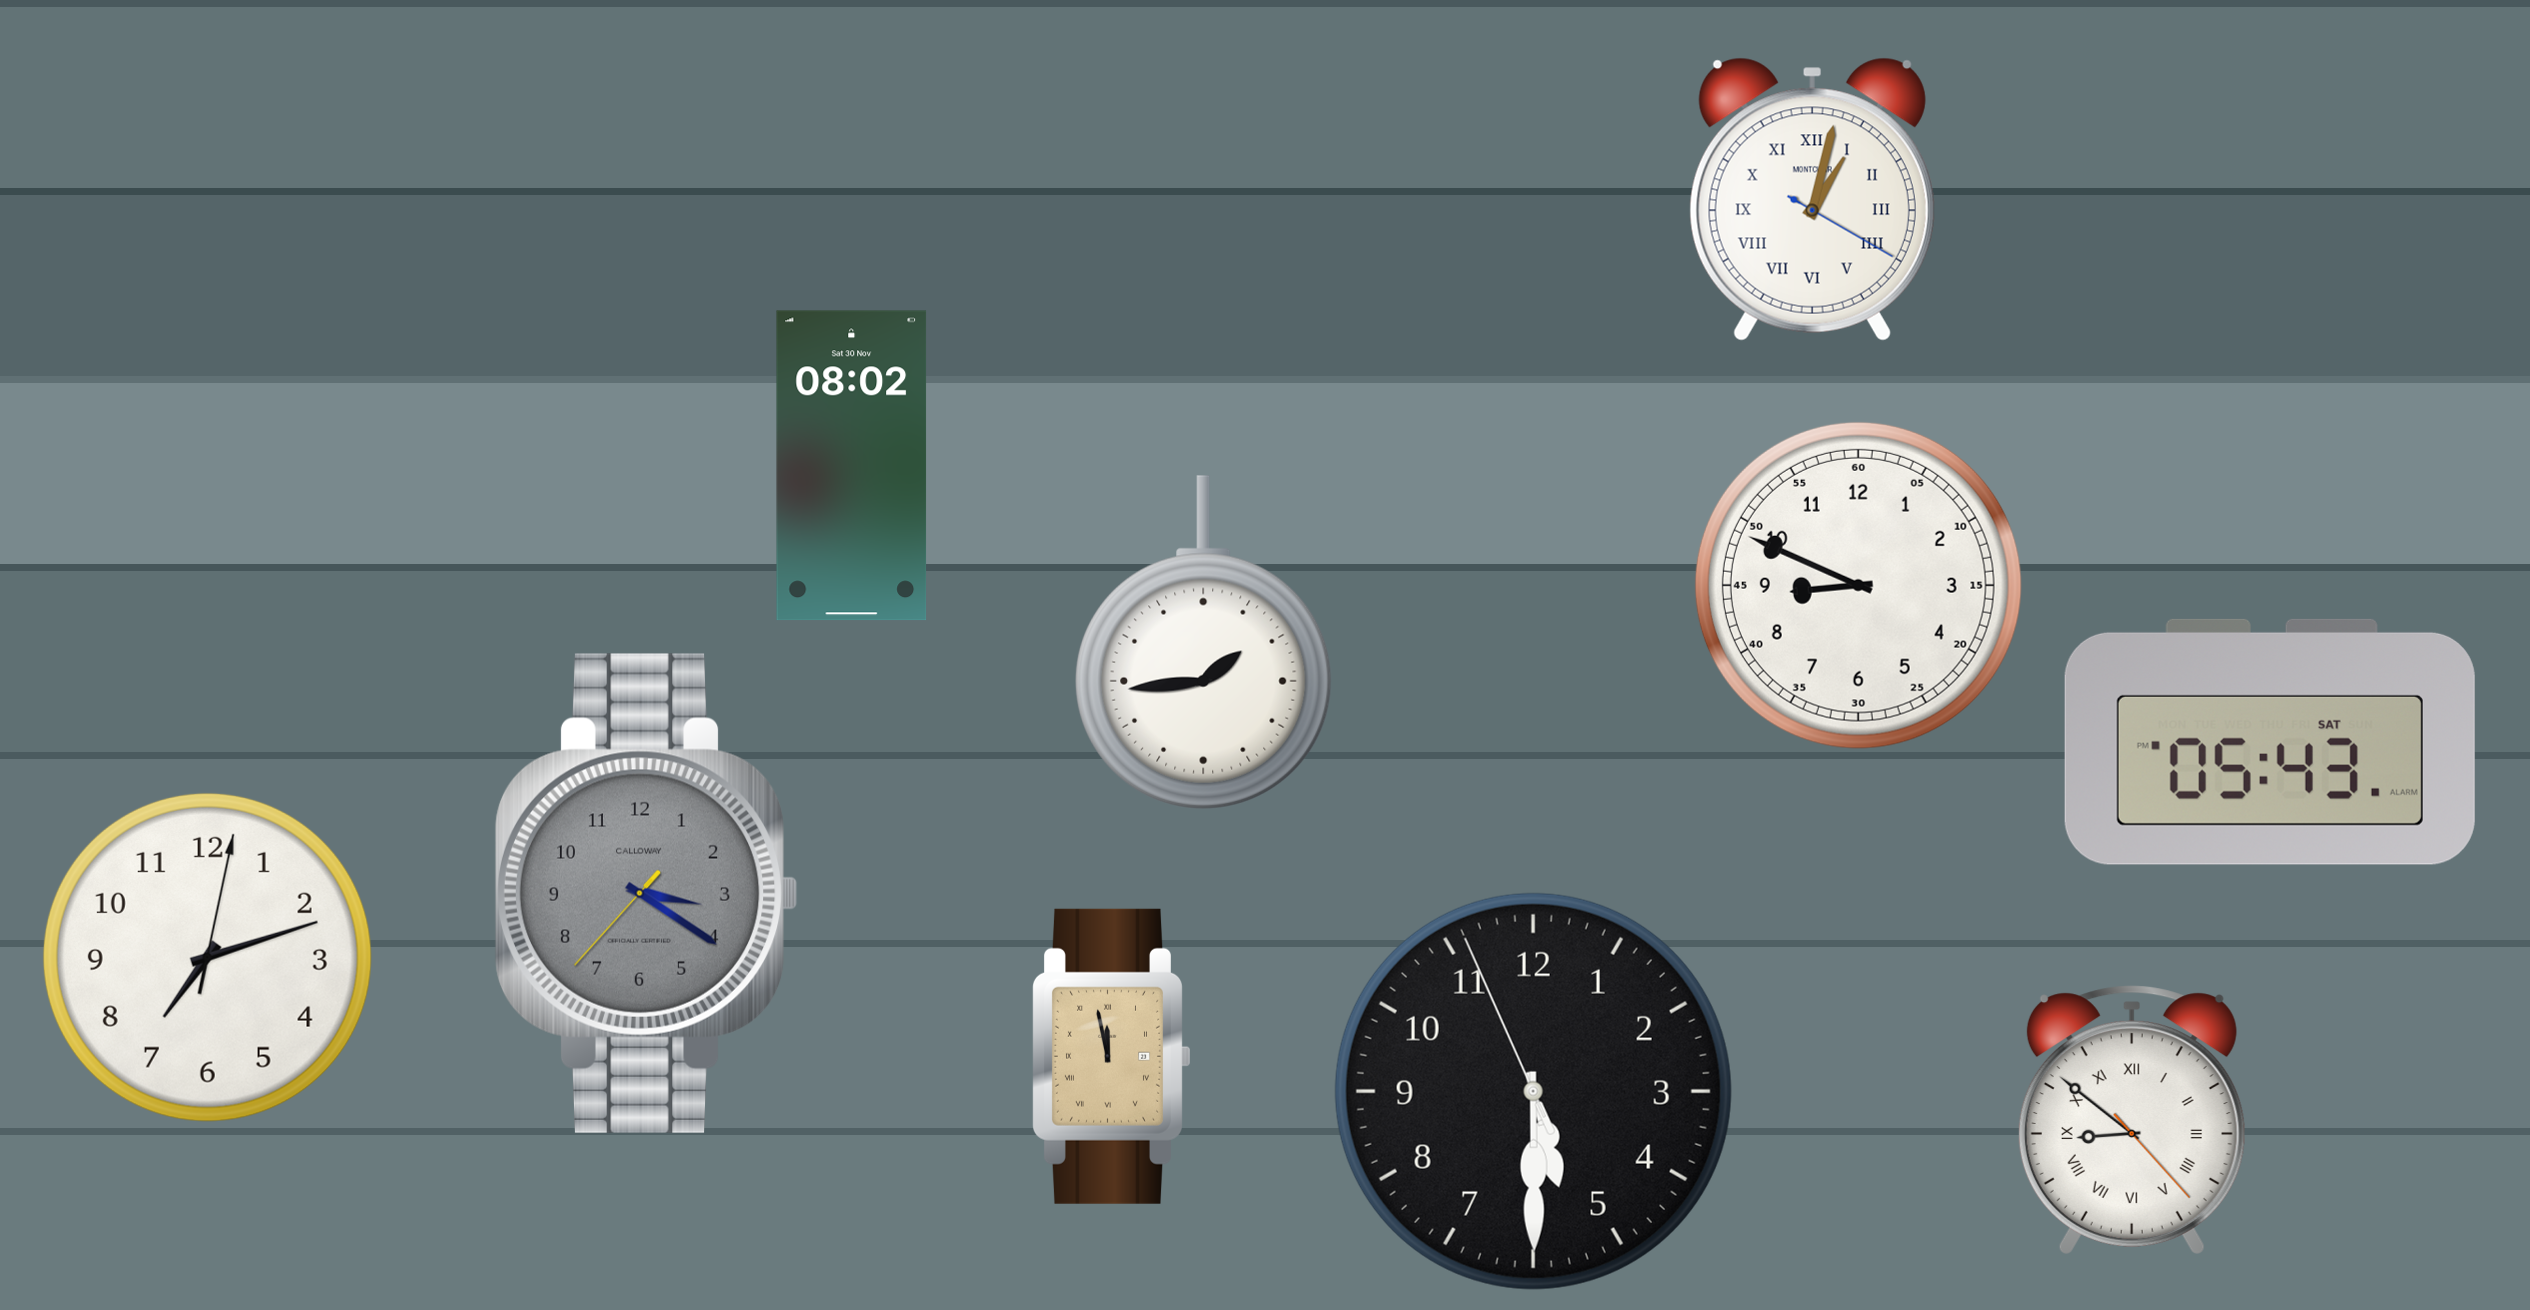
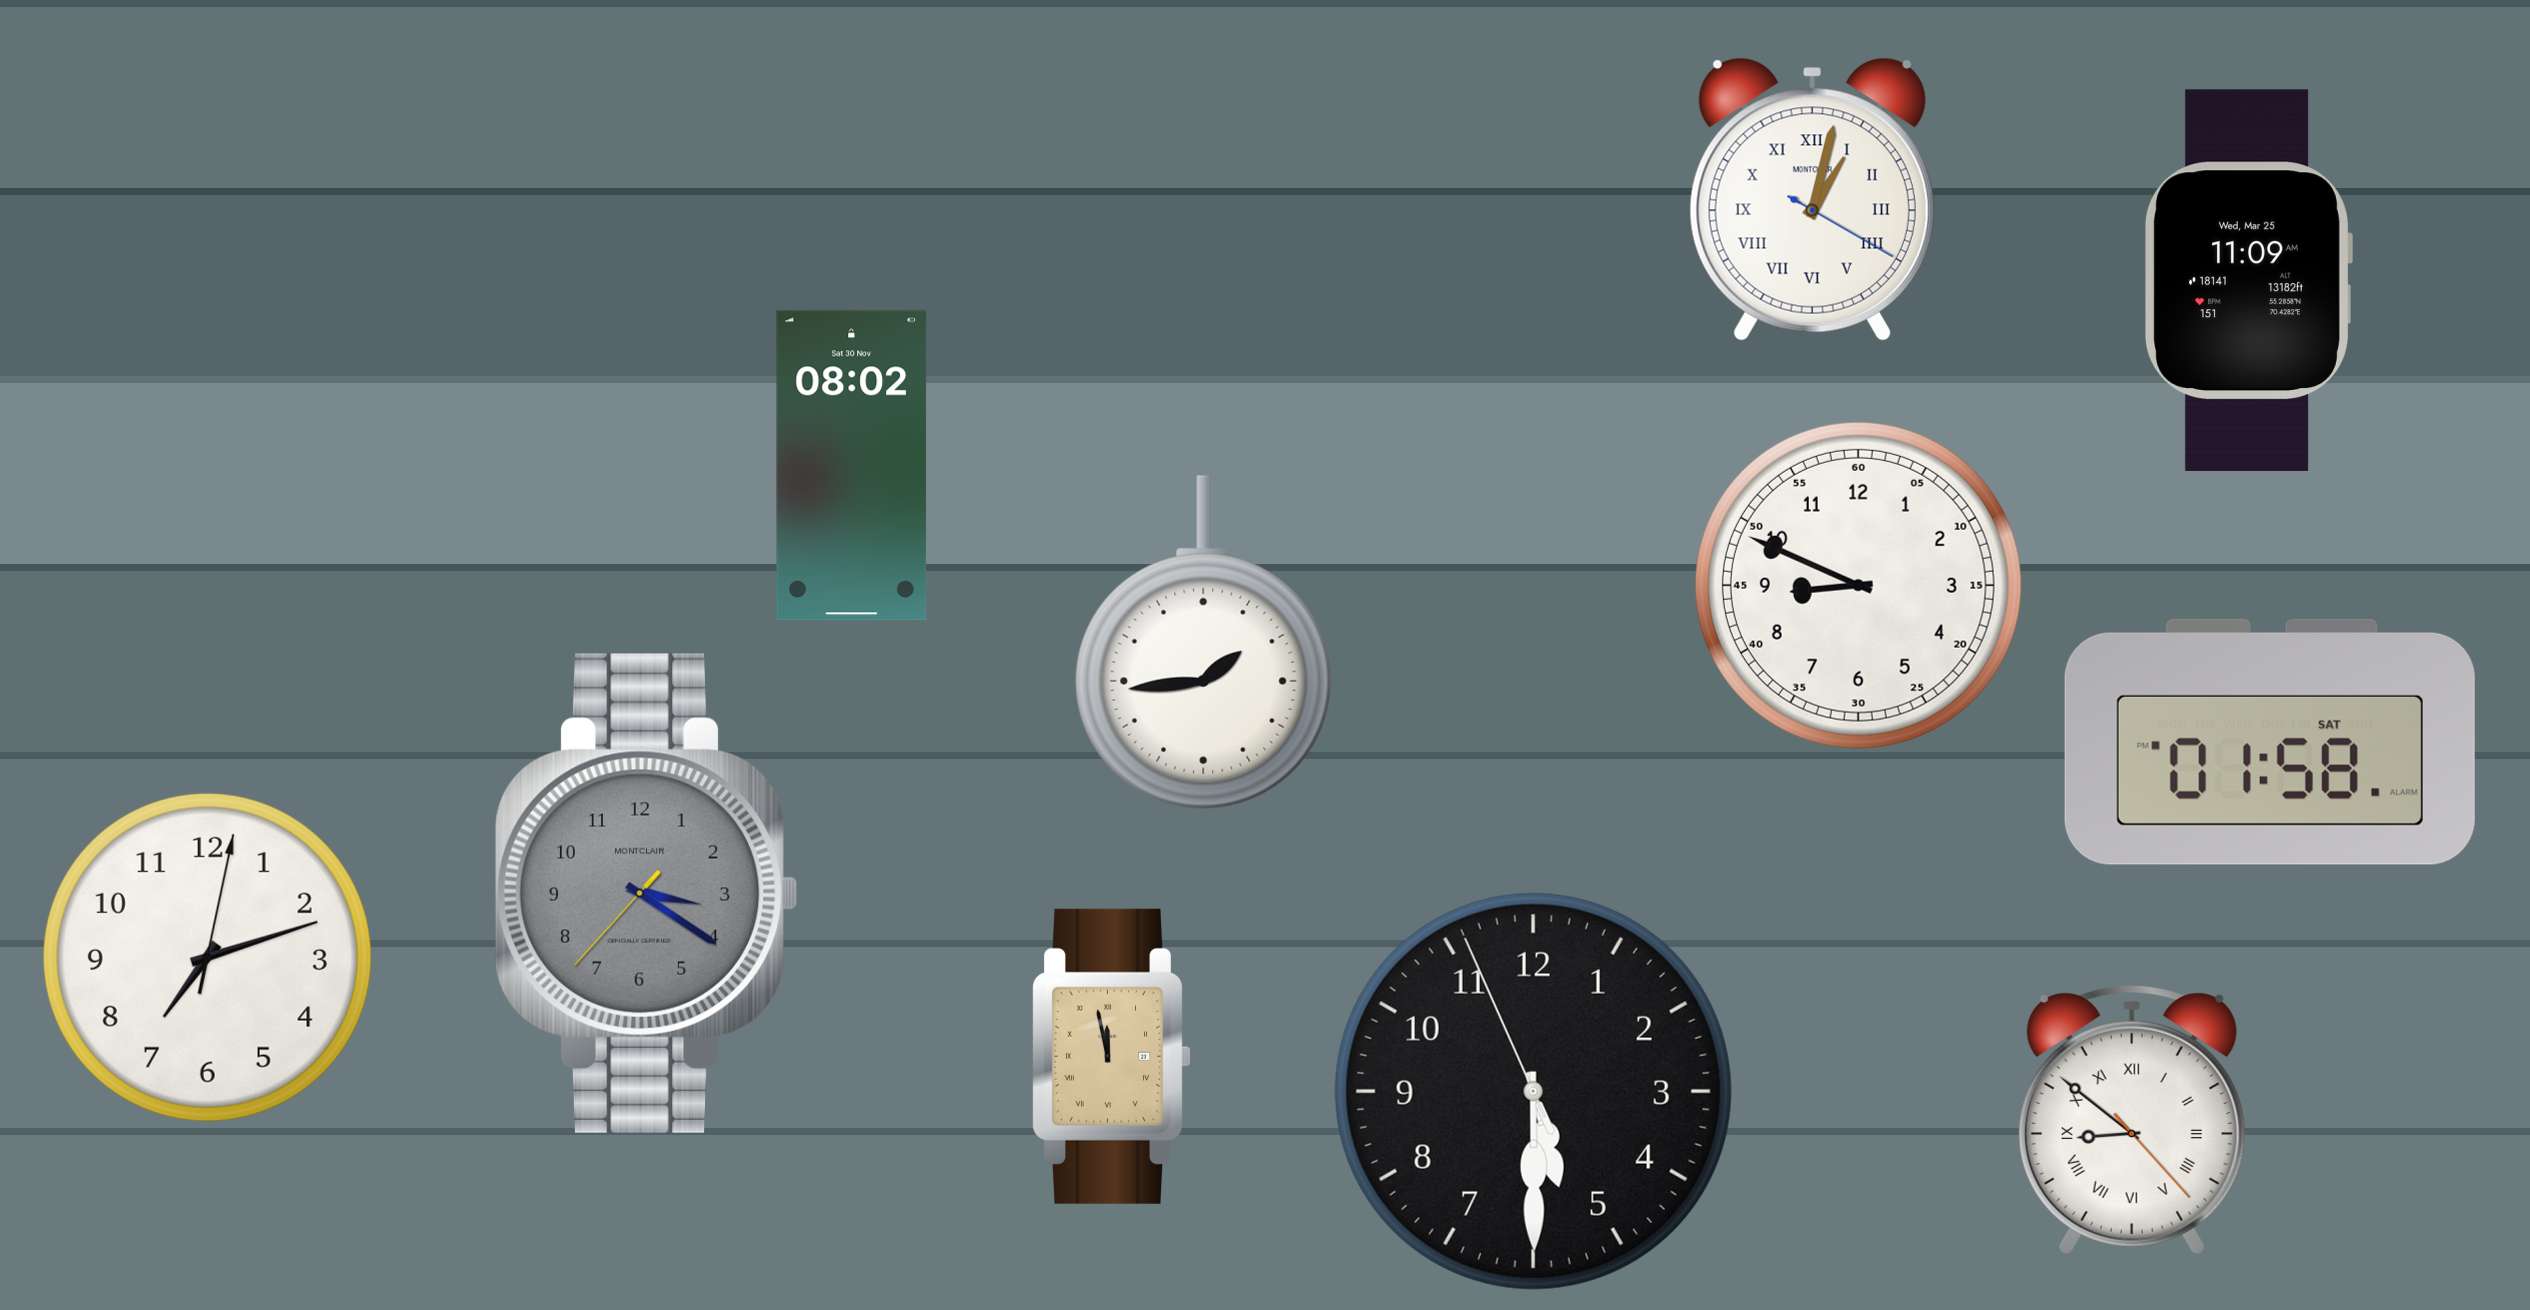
clock at (2249, 280): none -> 11:09
clock at (2270, 742): 05:43 -> 01:58
clock at (646, 893) brand: CALLOWAY -> MONTCLAIR
